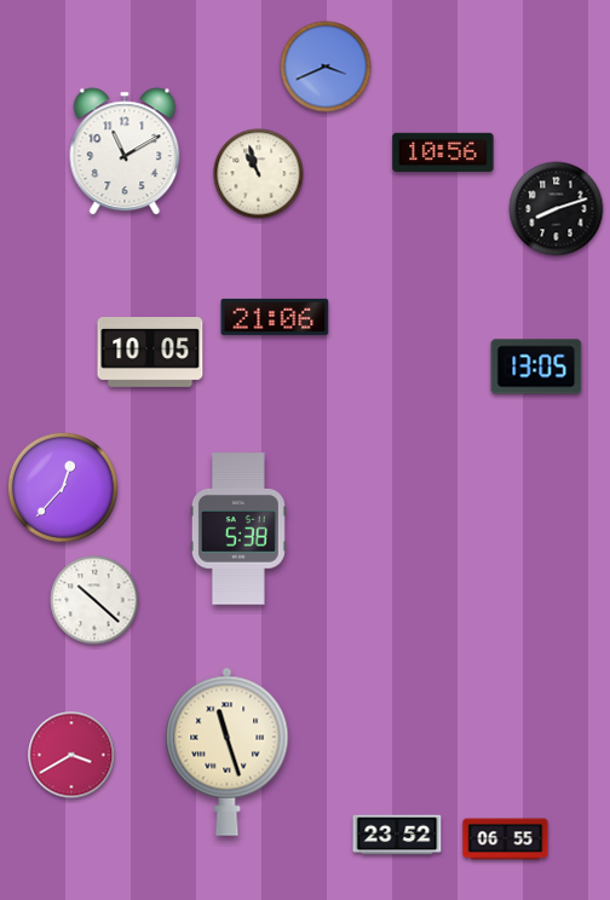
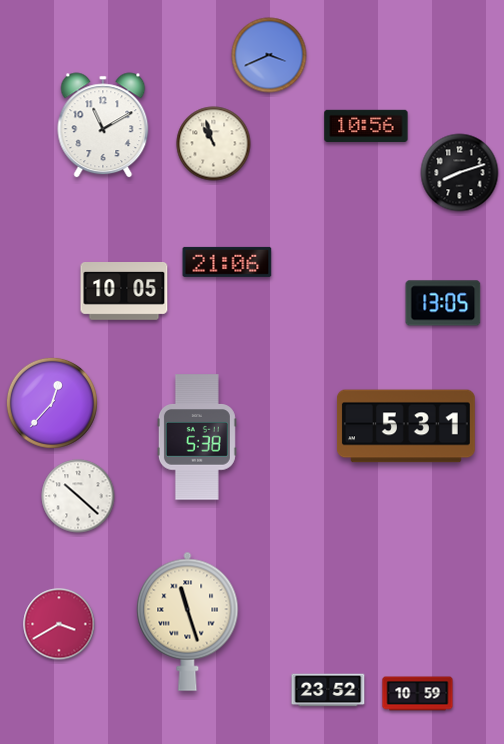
clock at (406, 426): none -> 5:31
clock at (506, 840): 06:55 -> 10:59
